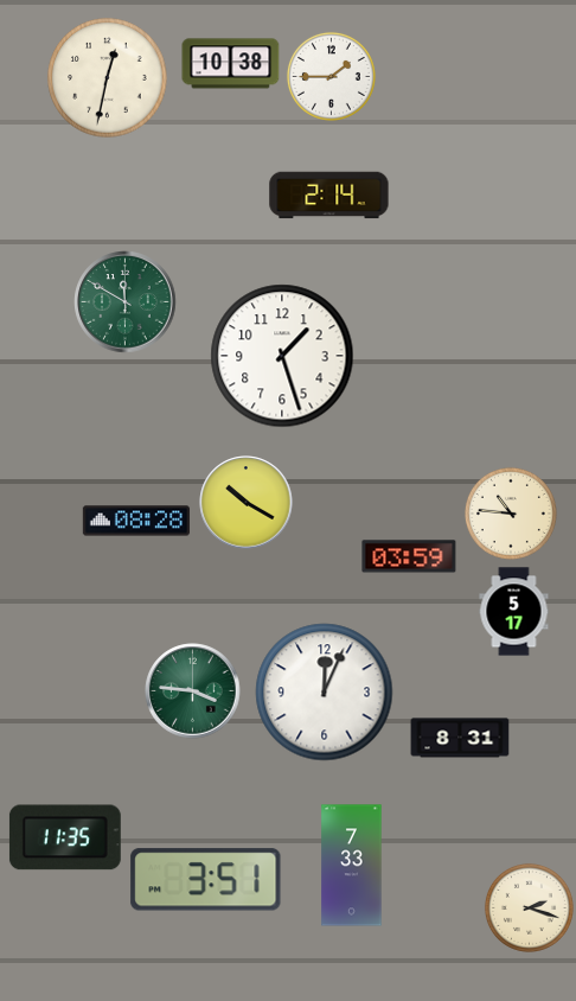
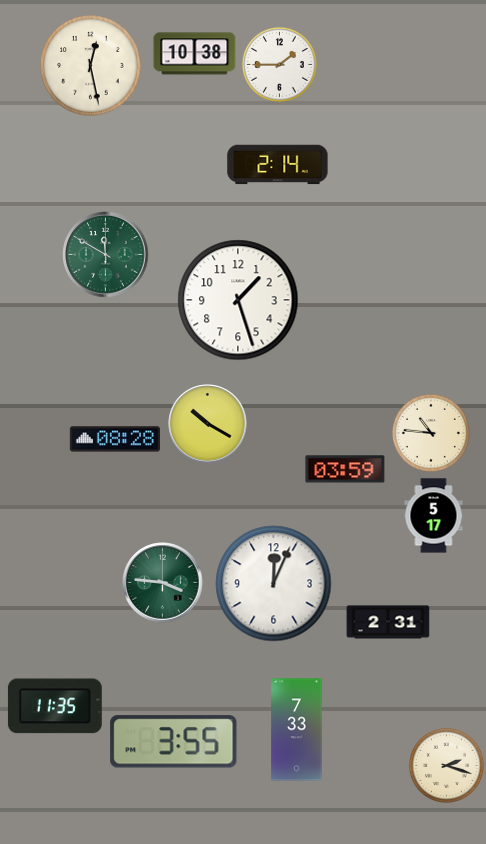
clock at (108, 78): 12:32 -> 12:28
clock at (460, 738): 8:31 -> 2:31
clock at (206, 880): 3:51 -> 3:55
